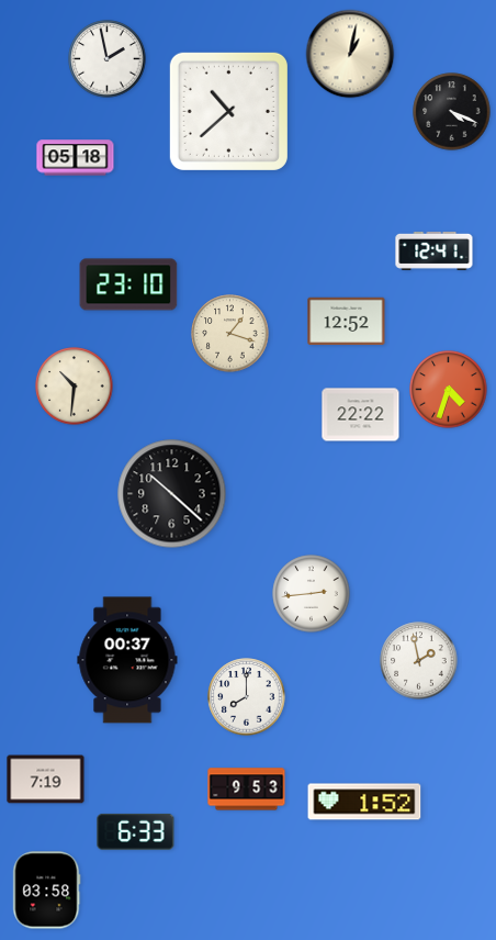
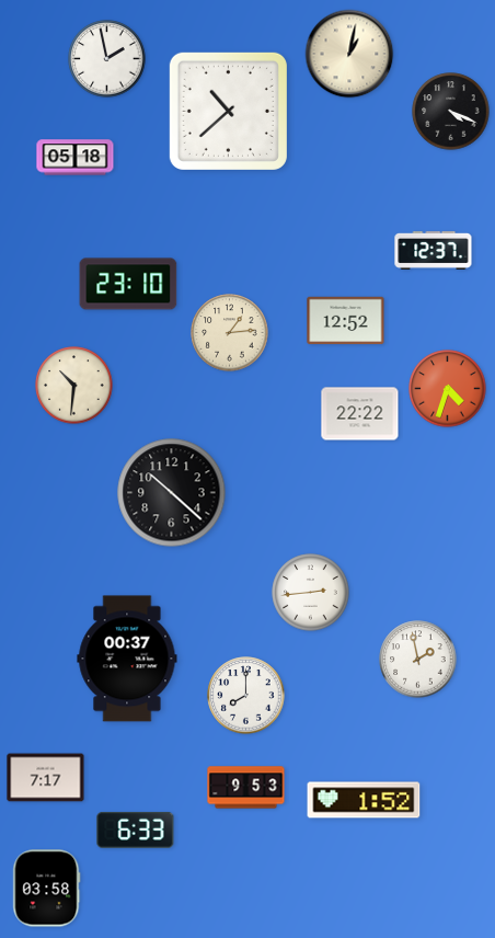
clock at (435, 250): 12:41 -> 12:37
clock at (230, 334): 1:18 -> 1:14
clock at (46, 780): 7:19 -> 7:17
